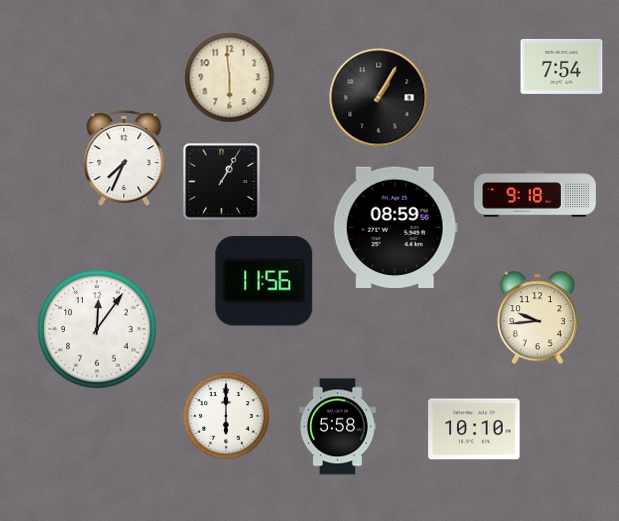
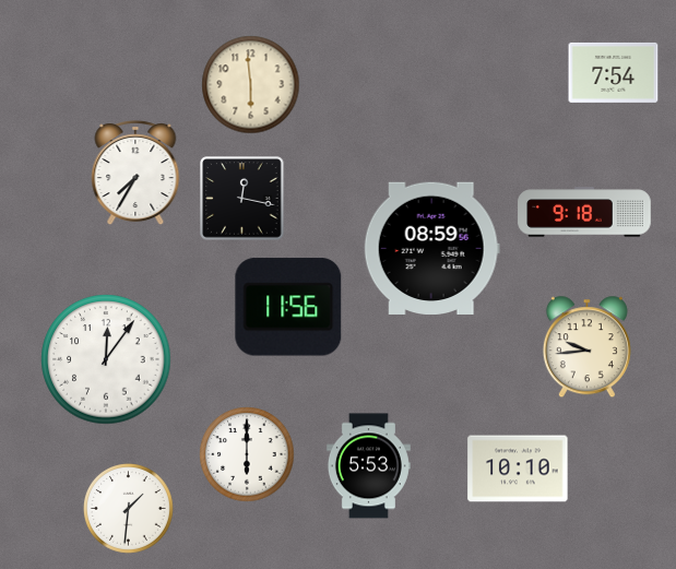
clock at (379, 98): 1:05 -> none
clock at (124, 159): 7:34 -> 7:35
clock at (222, 182): 1:05 -> 12:17
clock at (337, 427): 5:58 -> 5:53
clock at (129, 509): none -> 1:31
